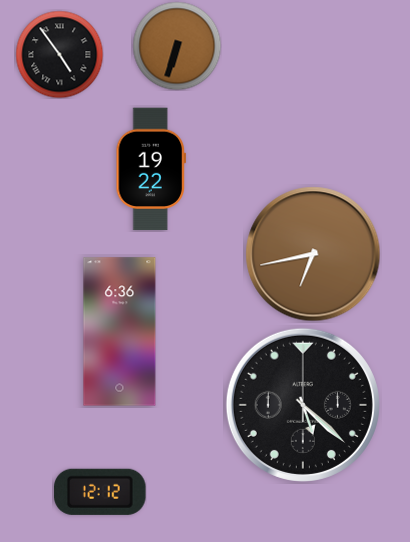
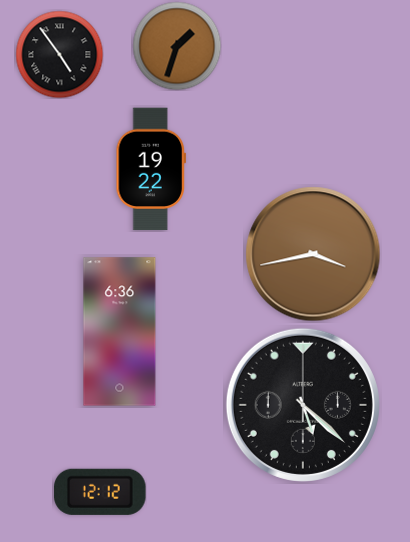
clock at (177, 46): 6:33 -> 1:33
clock at (313, 254): 6:43 -> 3:43
